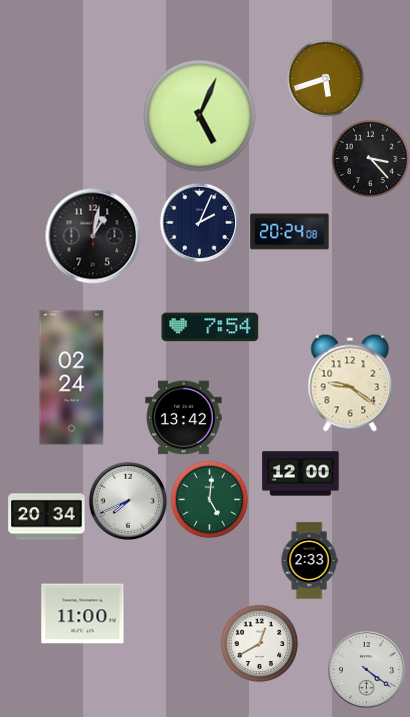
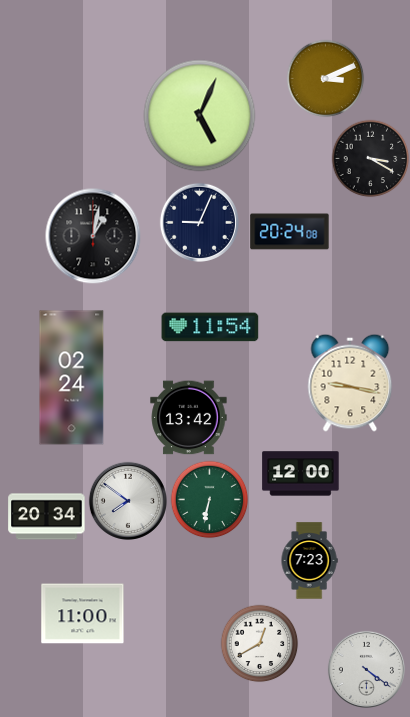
clock at (325, 78): 5:42 -> 3:11
clock at (370, 158): 3:23 -> 3:20
clock at (199, 222): 2:04 -> 9:04
clock at (210, 327): 7:54 -> 11:54
clock at (350, 383): 9:21 -> 9:17
clock at (184, 418) position: (184, 418) -> (189, 418)
clock at (209, 499): 5:01 -> 6:32
clock at (128, 501): 7:41 -> 7:51
clock at (309, 561): 2:33 -> 7:23
